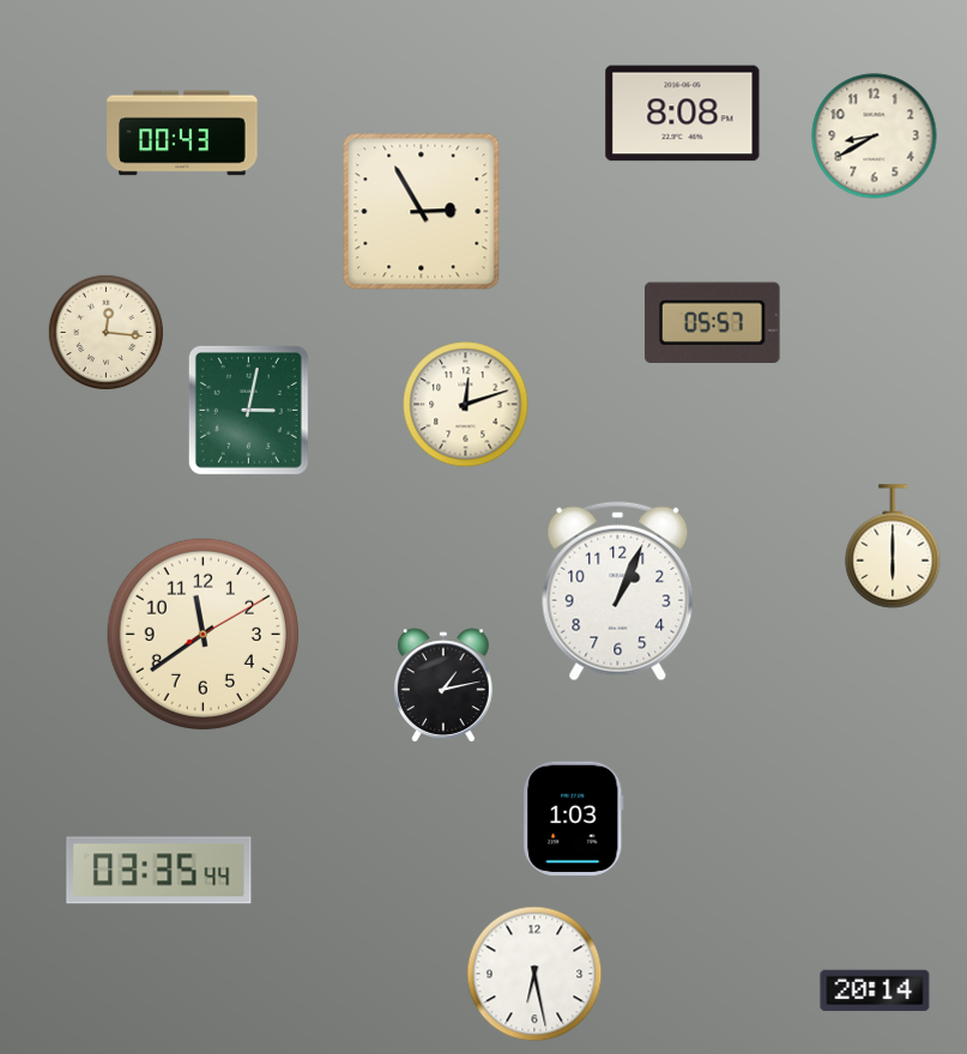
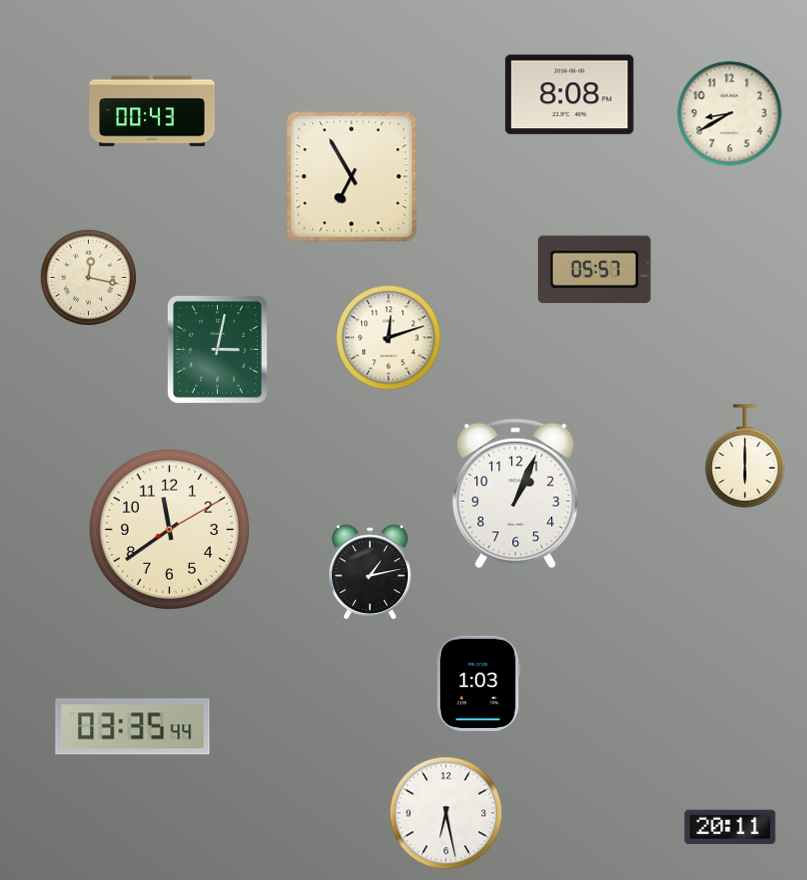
clock at (422, 212): 2:55 -> 6:55
clock at (105, 332): 12:16 -> 12:17
clock at (248, 410) position: (248, 410) -> (217, 349)
clock at (875, 991): 20:14 -> 20:11
